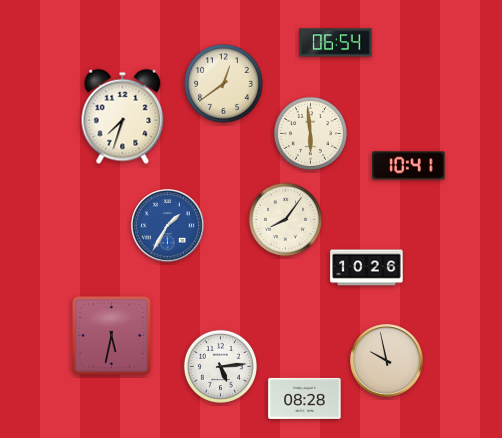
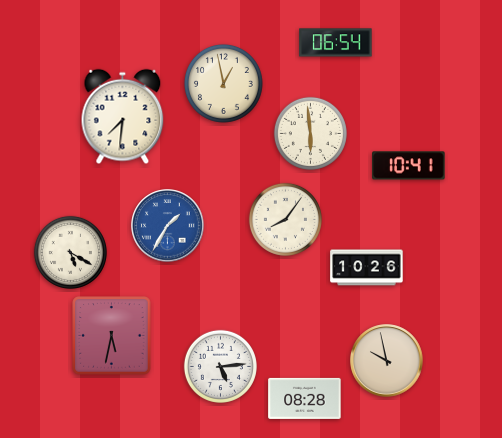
clock at (223, 83): 12:39 -> 12:58
clock at (123, 117): 7:33 -> 7:31
clock at (70, 252): none -> 5:20
